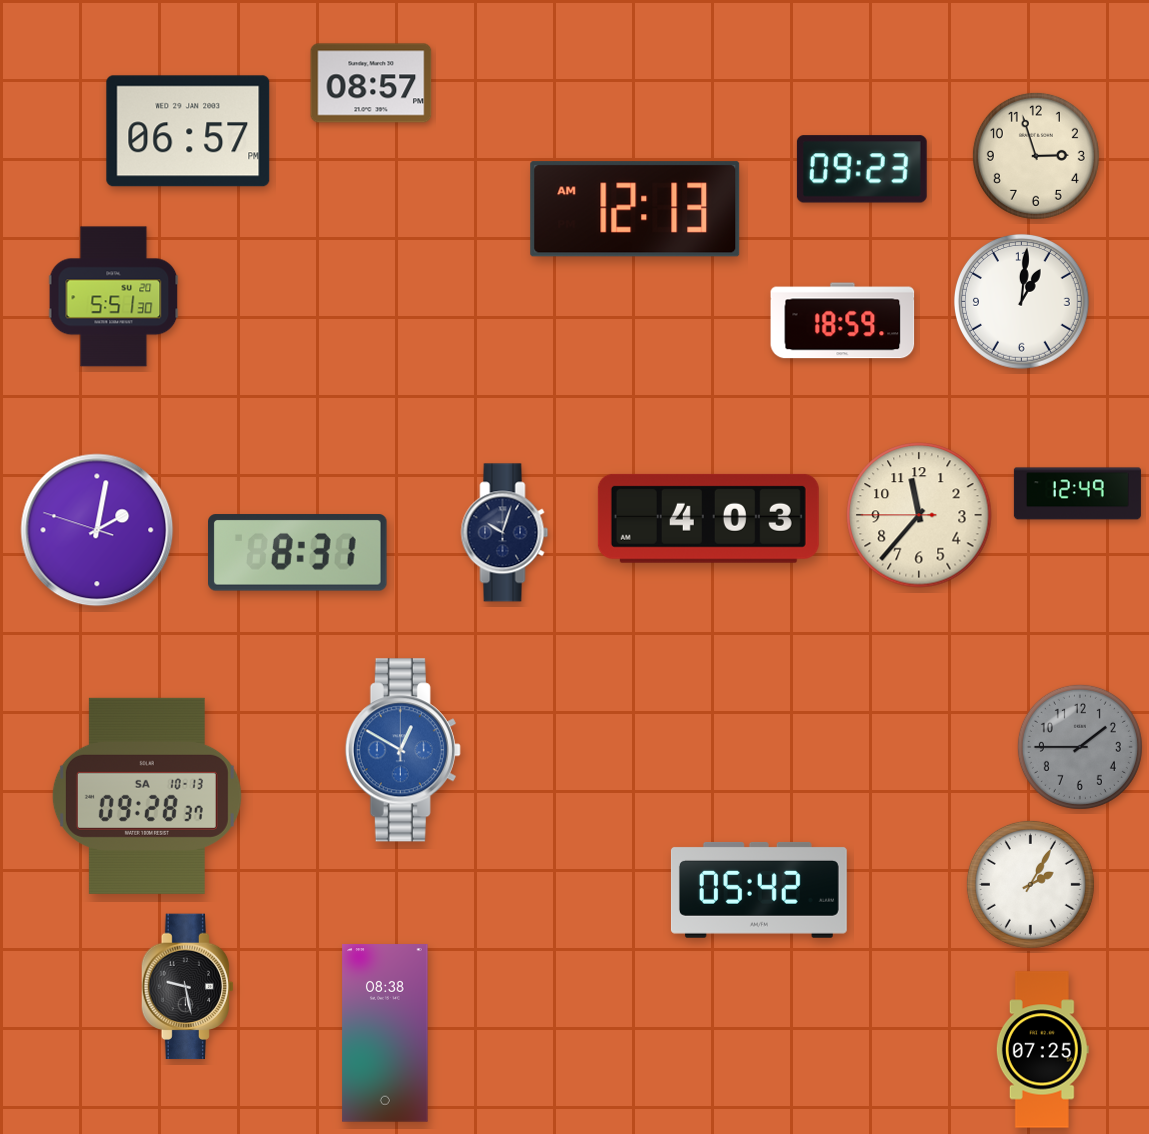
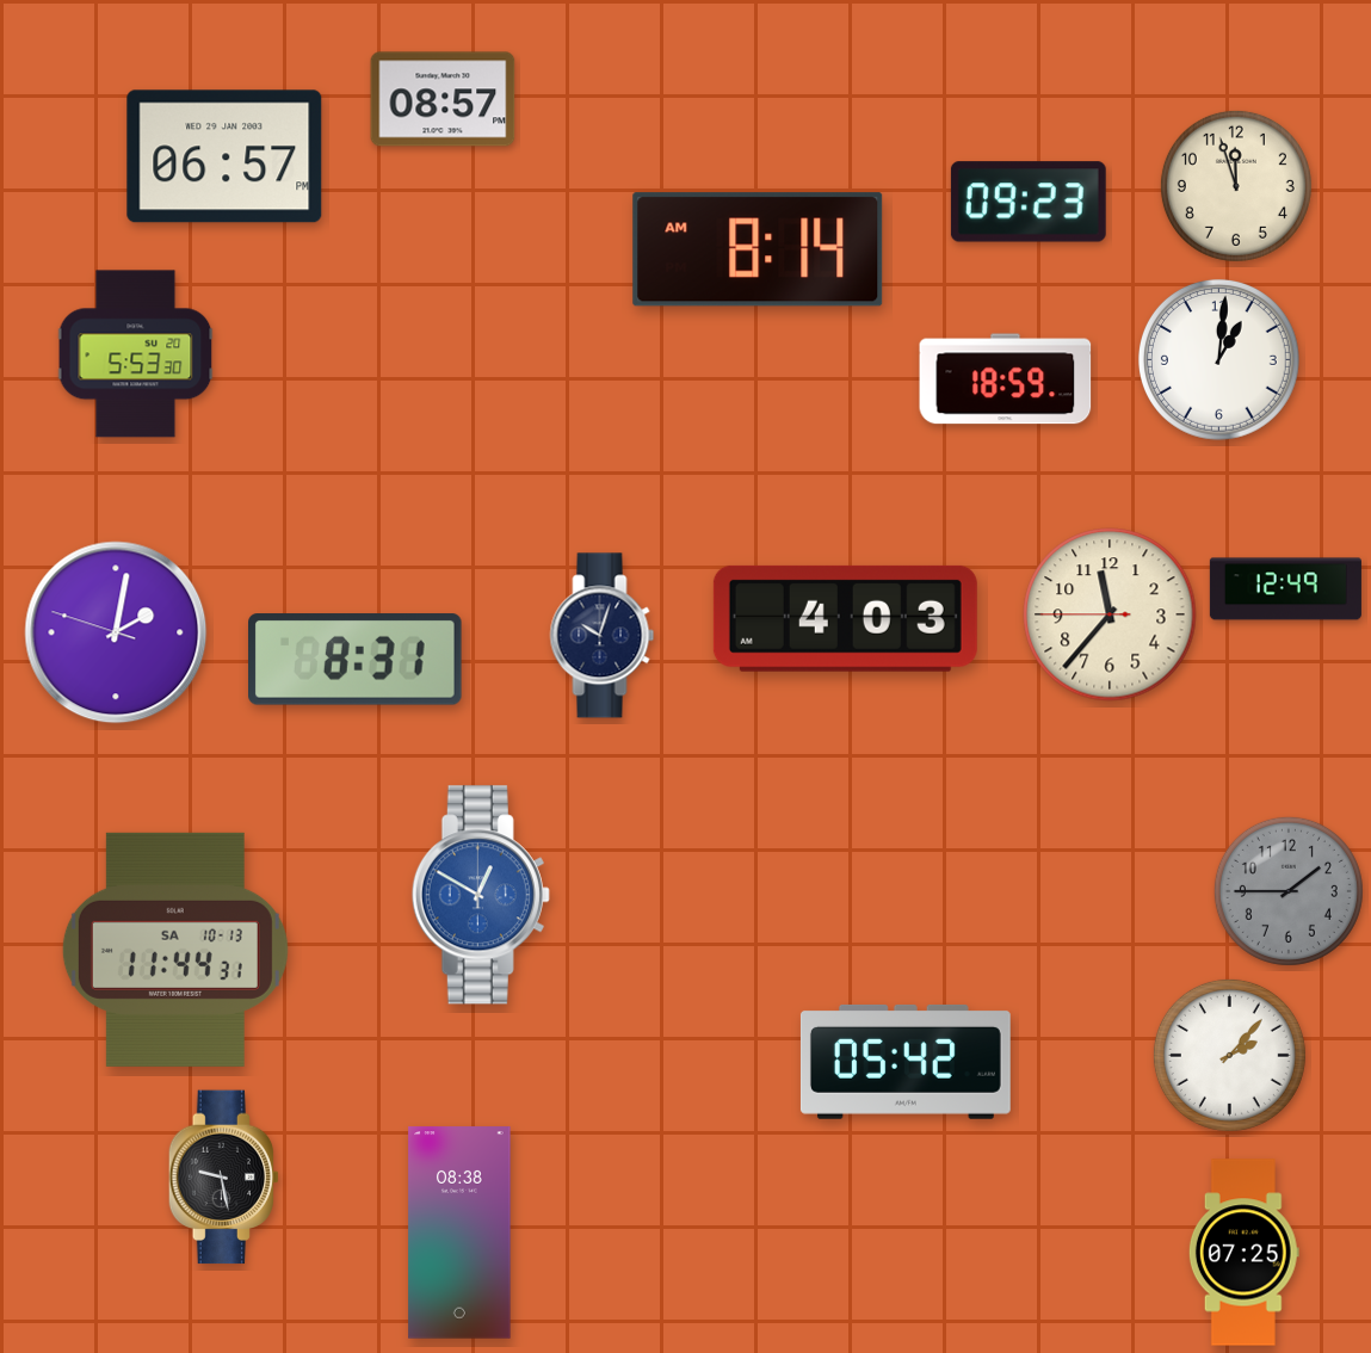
clock at (1036, 156): 2:57 -> 11:57
clock at (635, 209): 12:13 -> 8:14
clock at (114, 297): 5:51 -> 5:53
clock at (843, 321) position: (843, 321) -> (1006, 379)
clock at (919, 515) position: (919, 515) -> (1110, 614)
clock at (147, 796): 09:28 -> 11:44
clock at (1030, 884): 2:05 -> 2:07
